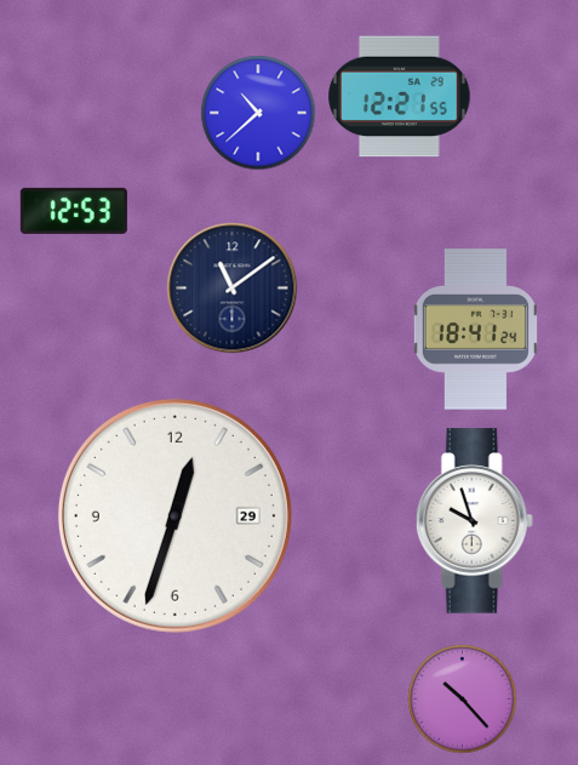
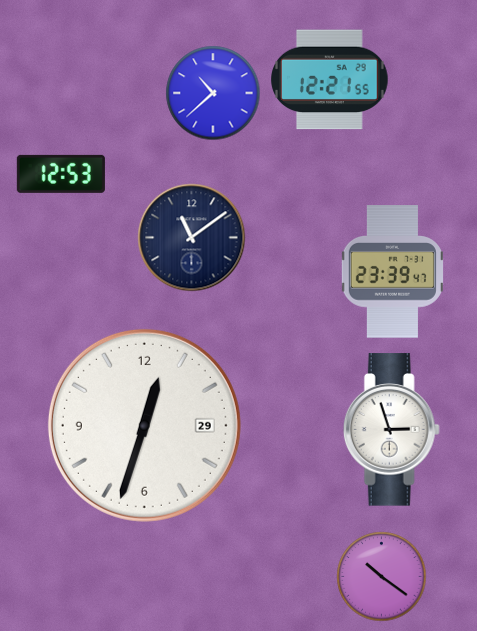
clock at (475, 330): 18:41 -> 23:39
clock at (474, 521): 9:57 -> 2:57
clock at (463, 700): 10:23 -> 10:21
